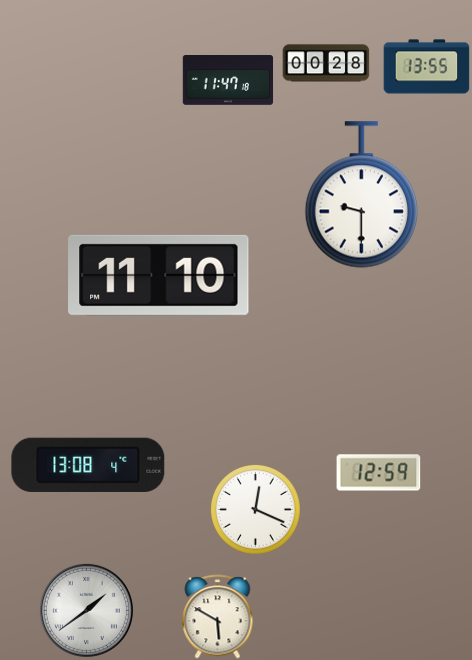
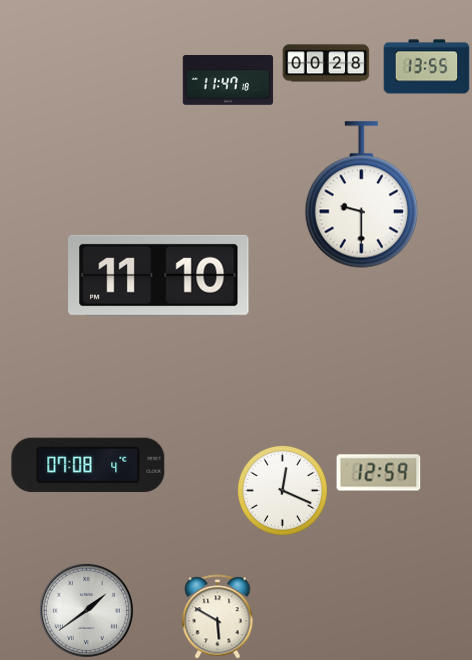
clock at (88, 465): 13:08 -> 07:08
clock at (255, 509) position: (255, 509) -> (282, 490)
